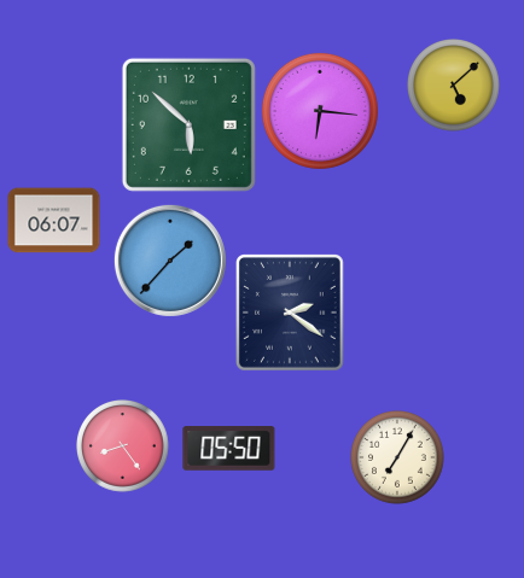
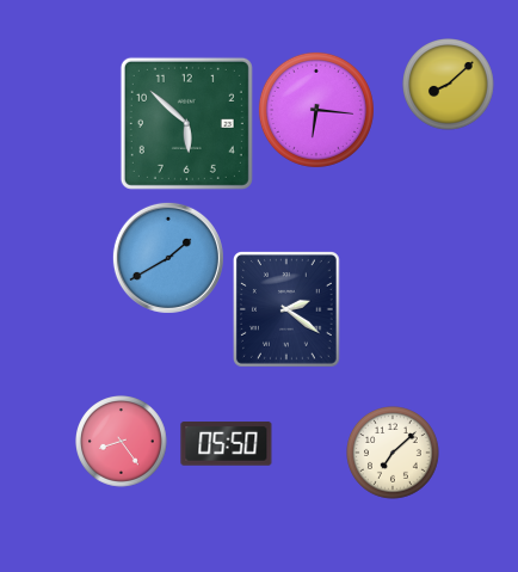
clock at (454, 86): 5:08 -> 8:08
clock at (54, 221): 06:07 -> none
clock at (170, 261): 1:37 -> 1:40
clock at (398, 459): 7:05 -> 7:08
